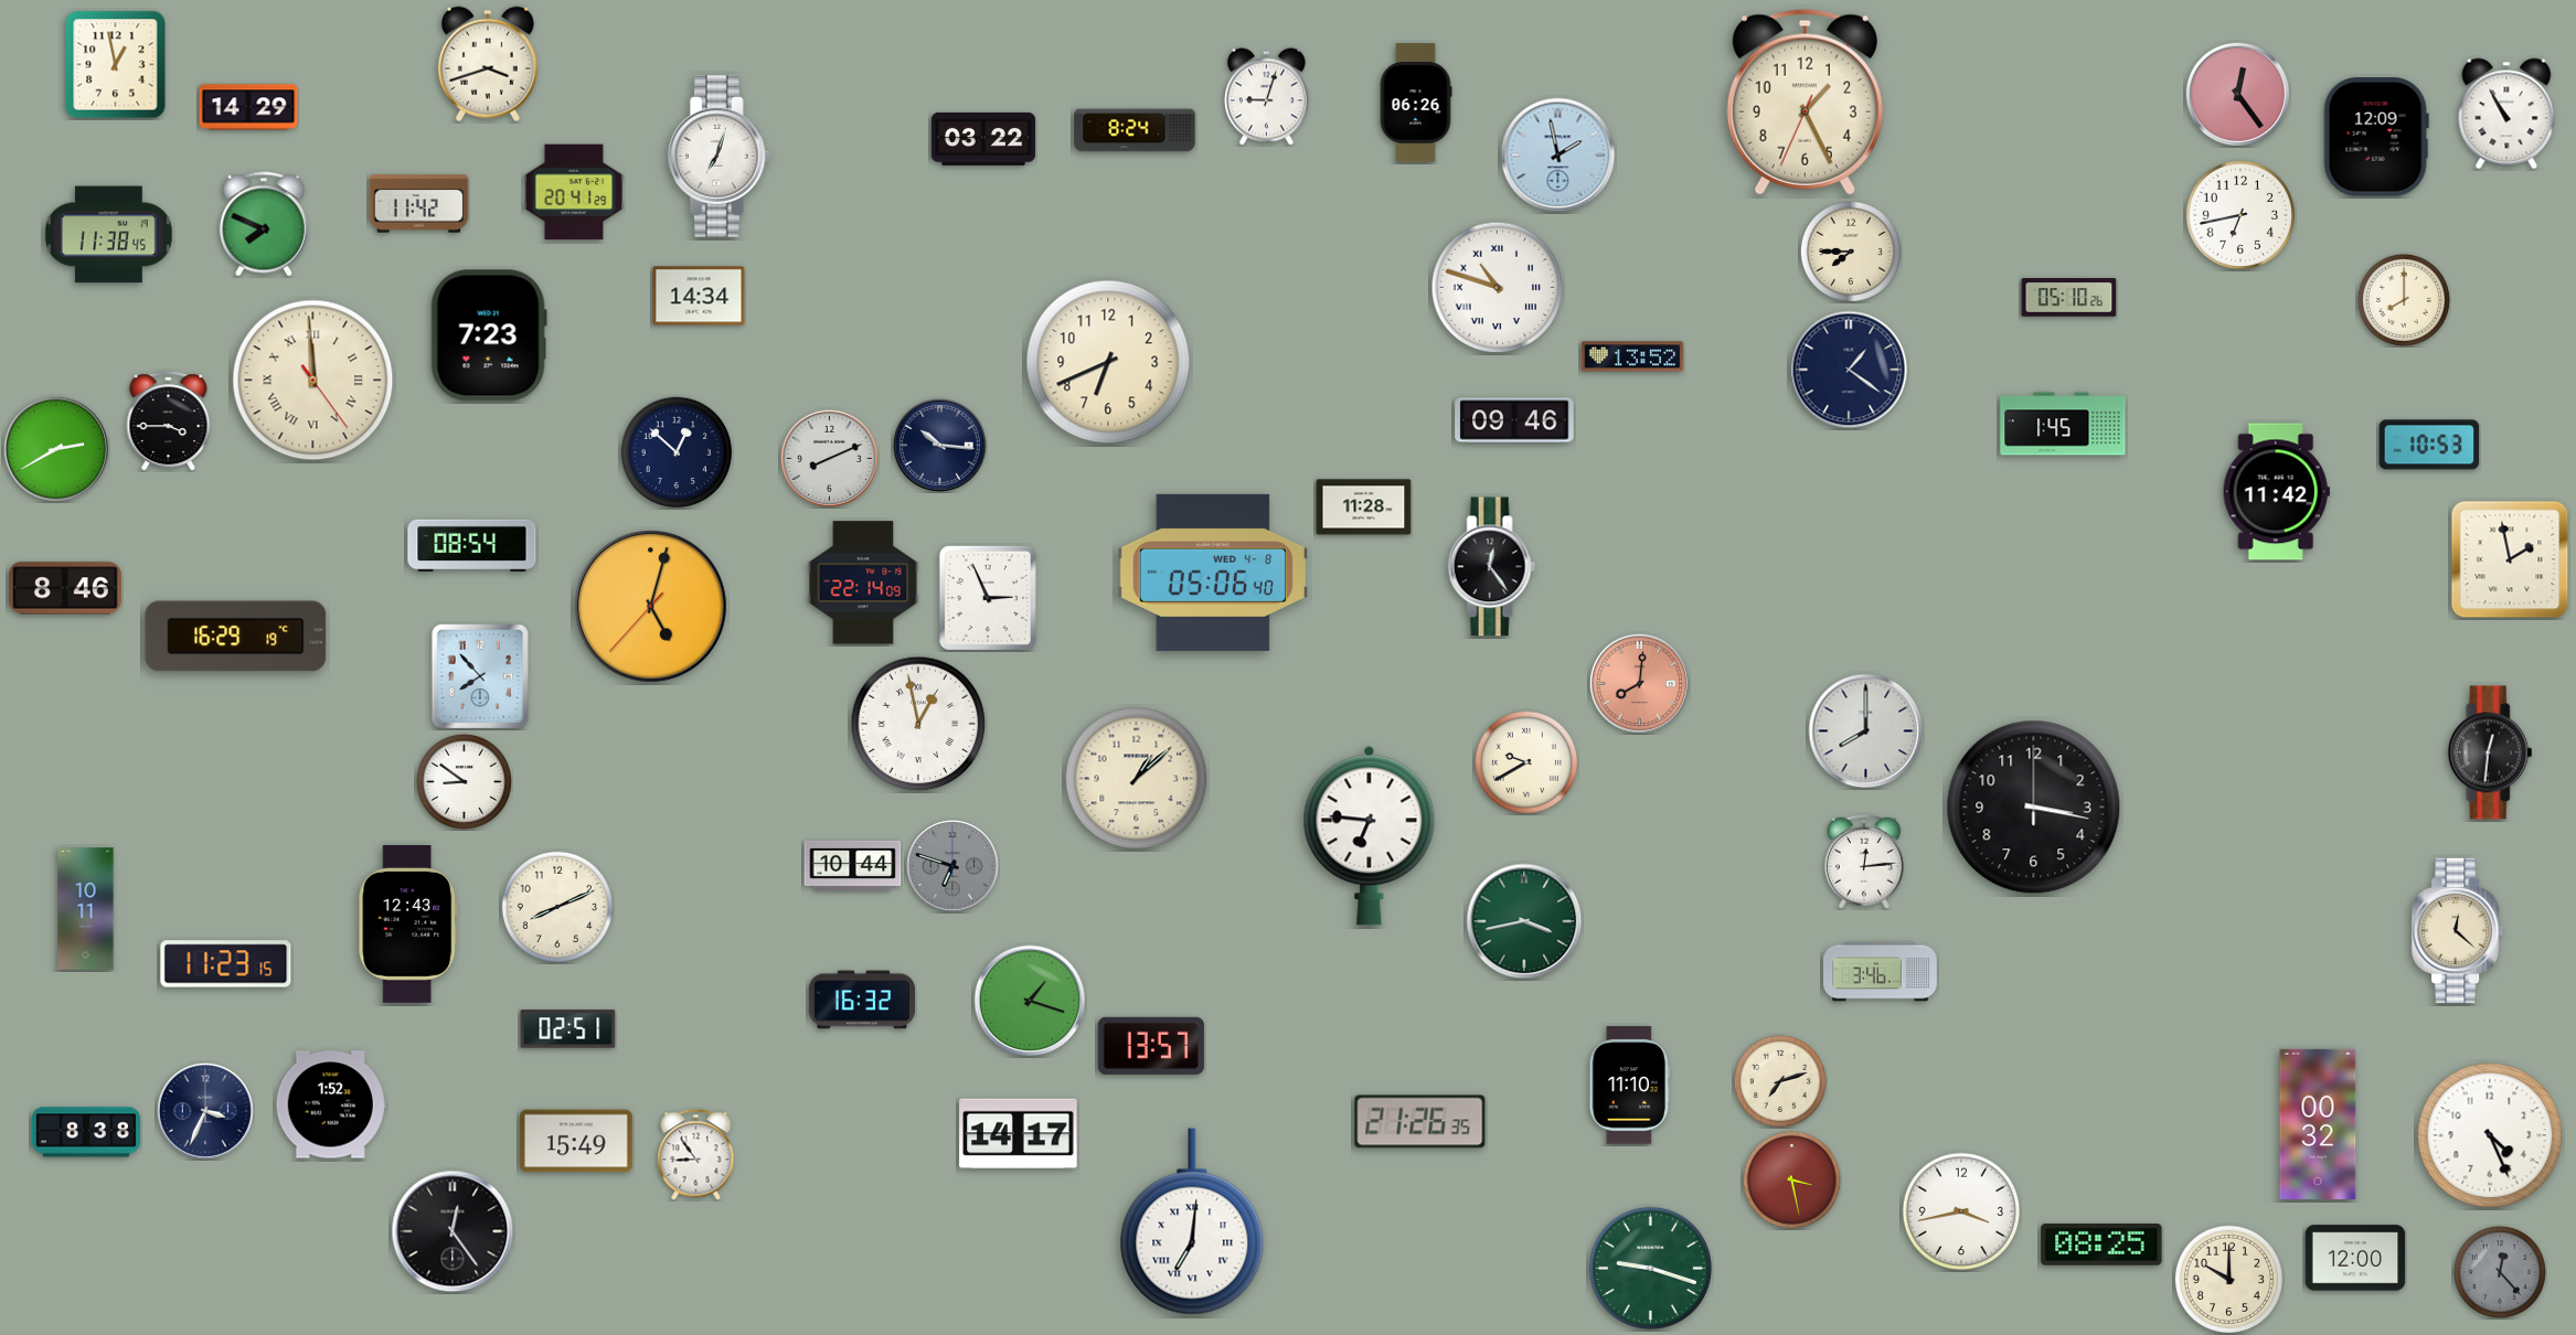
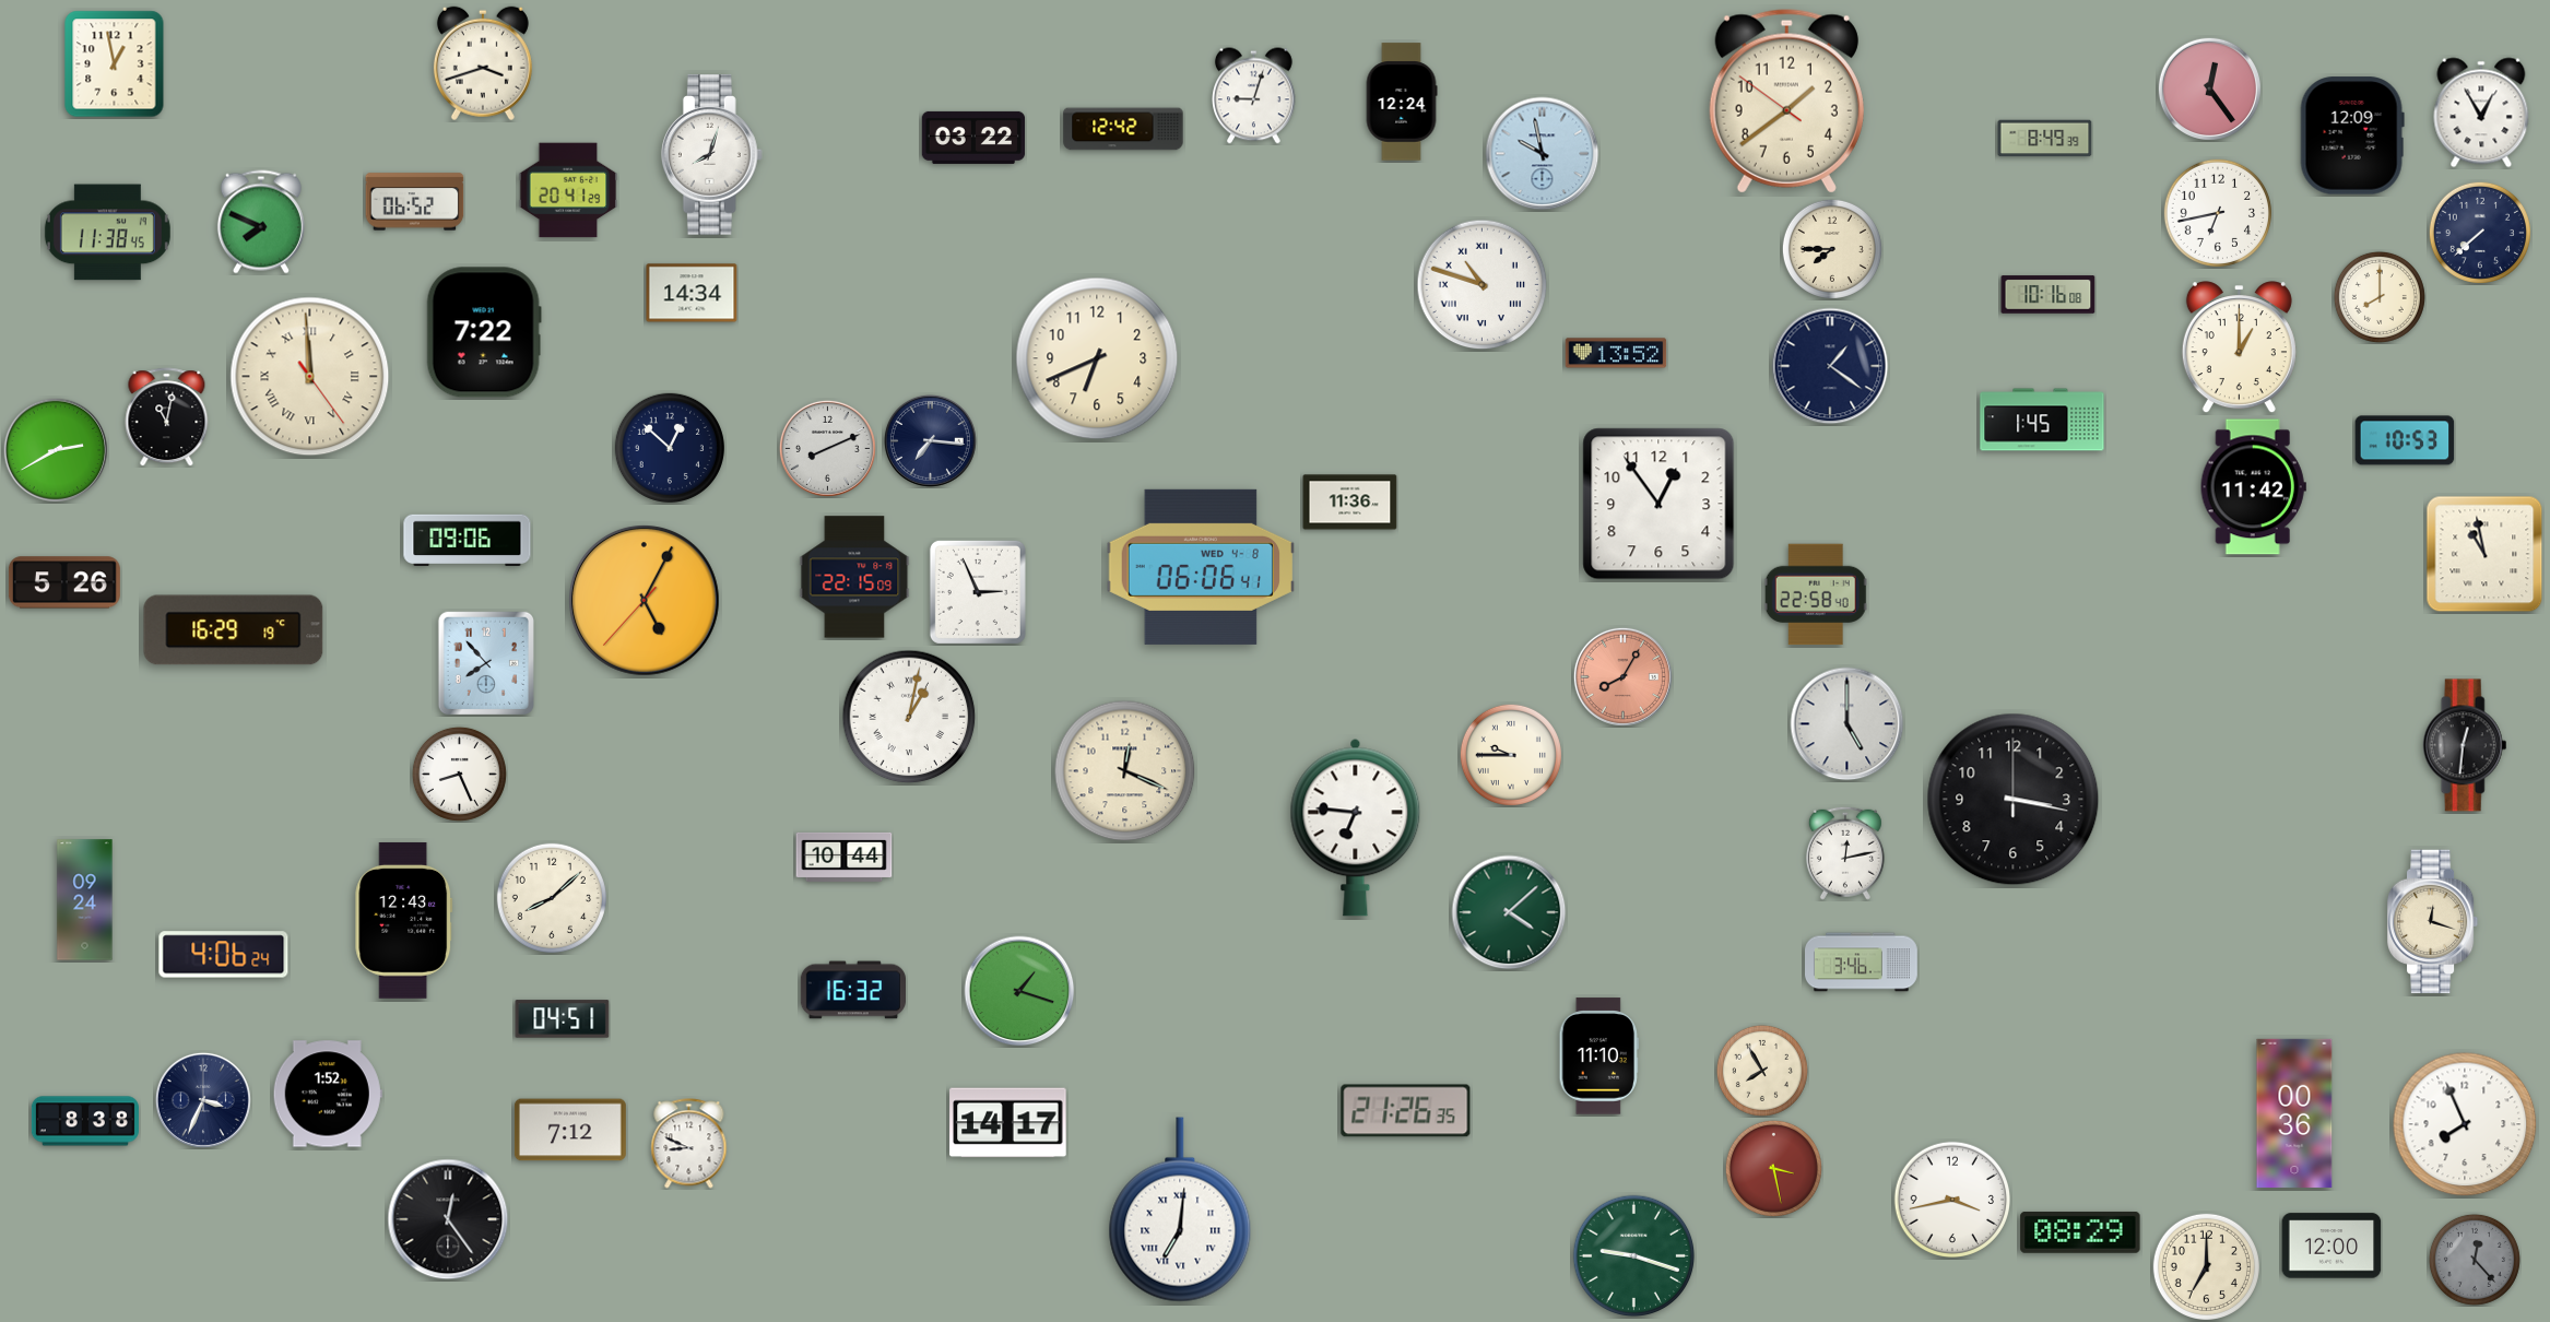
clock at (2237, 94) position: (2237, 94) -> (2209, 88)
clock at (1416, 103): 06:26 -> 12:24
clock at (1805, 103): 1:25 -> 1:38
clock at (248, 107): 14:29 -> none
clock at (2506, 114): 10:55 -> 12:55
clock at (1135, 130): 8:24 -> 12:42
clock at (2045, 139): none -> 8:49
clock at (1558, 156): 1:58 -> 9:58
clock at (718, 157): 7:03 -> 8:03
clock at (419, 204): 11:42 -> 06:52
clock at (2480, 233): none -> 7:38
clock at (2069, 298): 05:10 -> 10:16
clock at (489, 335): 7:23 -> 7:22
clock at (2239, 347): none -> 1:00
clock at (1514, 420): 09:46 -> none
clock at (169, 421): 3:45 -> 11:02
clock at (939, 445): 10:16 -> 7:16
clock at (55, 448) position: (55, 448) -> (55, 449)
clock at (829, 458) position: (829, 458) -> (827, 448)
clock at (1364, 508): 11:28 -> 11:36
clock at (1658, 504): none -> 12:54
clock at (472, 545): 08:54 -> 09:06
clock at (2510, 559): 1:58 -> 10:58
clock at (1492, 567): 12:24 -> none
clock at (1212, 573): 05:06 -> 06:06
clock at (863, 583): 22:14 -> 22:15
clock at (65, 588): 8:46 -> 5:26
clock at (1816, 594): none -> 22:58
clock at (651, 607): 5:02 -> 5:04
clock at (479, 675) position: (479, 675) -> (485, 662)
clock at (1639, 683): 8:01 -> 8:05
clock at (918, 724): 12:58 -> 1:02
clock at (1866, 731): 8:00 -> 5:00
clock at (1526, 762): 9:40 -> 9:45
clock at (1137, 779): 1:08 -> 12:19
clock at (464, 781): 8:51 -> 8:26
clock at (1864, 862): 12:14 -> 12:13
clock at (952, 866): 6:48 -> none
clock at (556, 906): 8:11 -> 8:08
clock at (86, 909): 10:11 -> 09:24
clock at (1524, 921): 3:43 -> 4:08
clock at (408, 923) position: (408, 923) -> (404, 920)
clock at (2458, 931): 12:22 -> 12:18
clock at (226, 964): 11:23 -> 4:06
clock at (568, 1029): 02:51 -> 04:51
clock at (1151, 1046): 13:57 -> none
clock at (1780, 1081): 7:12 -> 7:55
clock at (1629, 1086) position: (1629, 1086) -> (1598, 1057)
clock at (2318, 1124): 00:32 -> 00:36
clock at (2490, 1135): 4:26 -> 7:56
clock at (576, 1141): 15:49 -> 7:12
clock at (696, 1155): 8:54 -> 8:49
clock at (1960, 1210) position: (1960, 1210) -> (1951, 1199)
clock at (2101, 1245): 08:25 -> 08:29
clock at (2228, 1279): 10:00 -> 7:00
